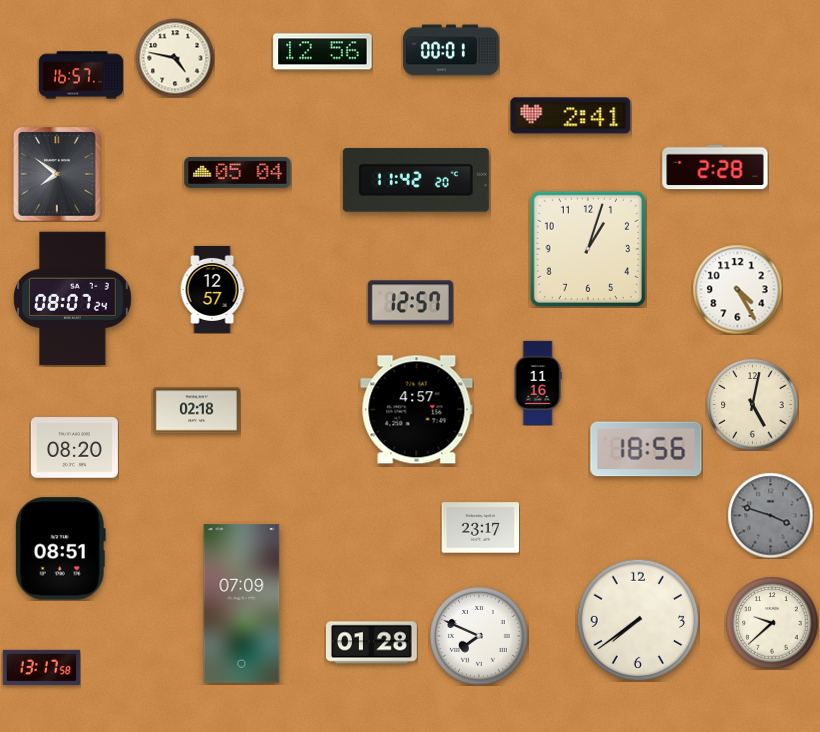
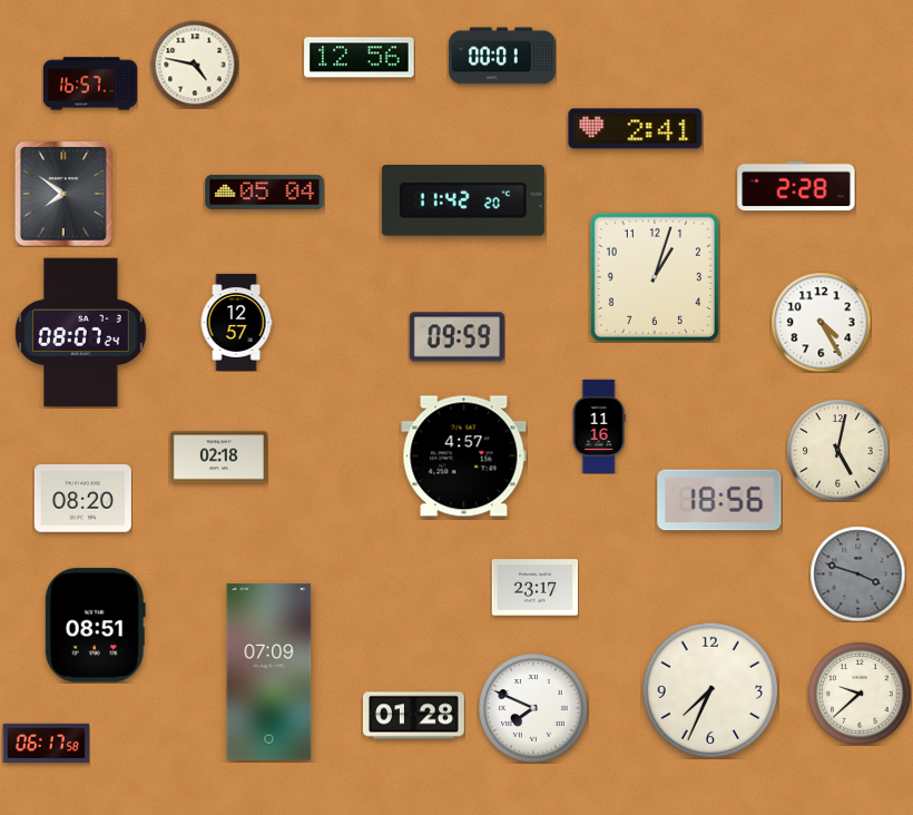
clock at (410, 303): 12:57 -> 09:59
clock at (60, 549) position: (60, 549) -> (95, 626)
clock at (638, 620): 7:39 -> 7:34
clock at (41, 667): 13:17 -> 06:17
